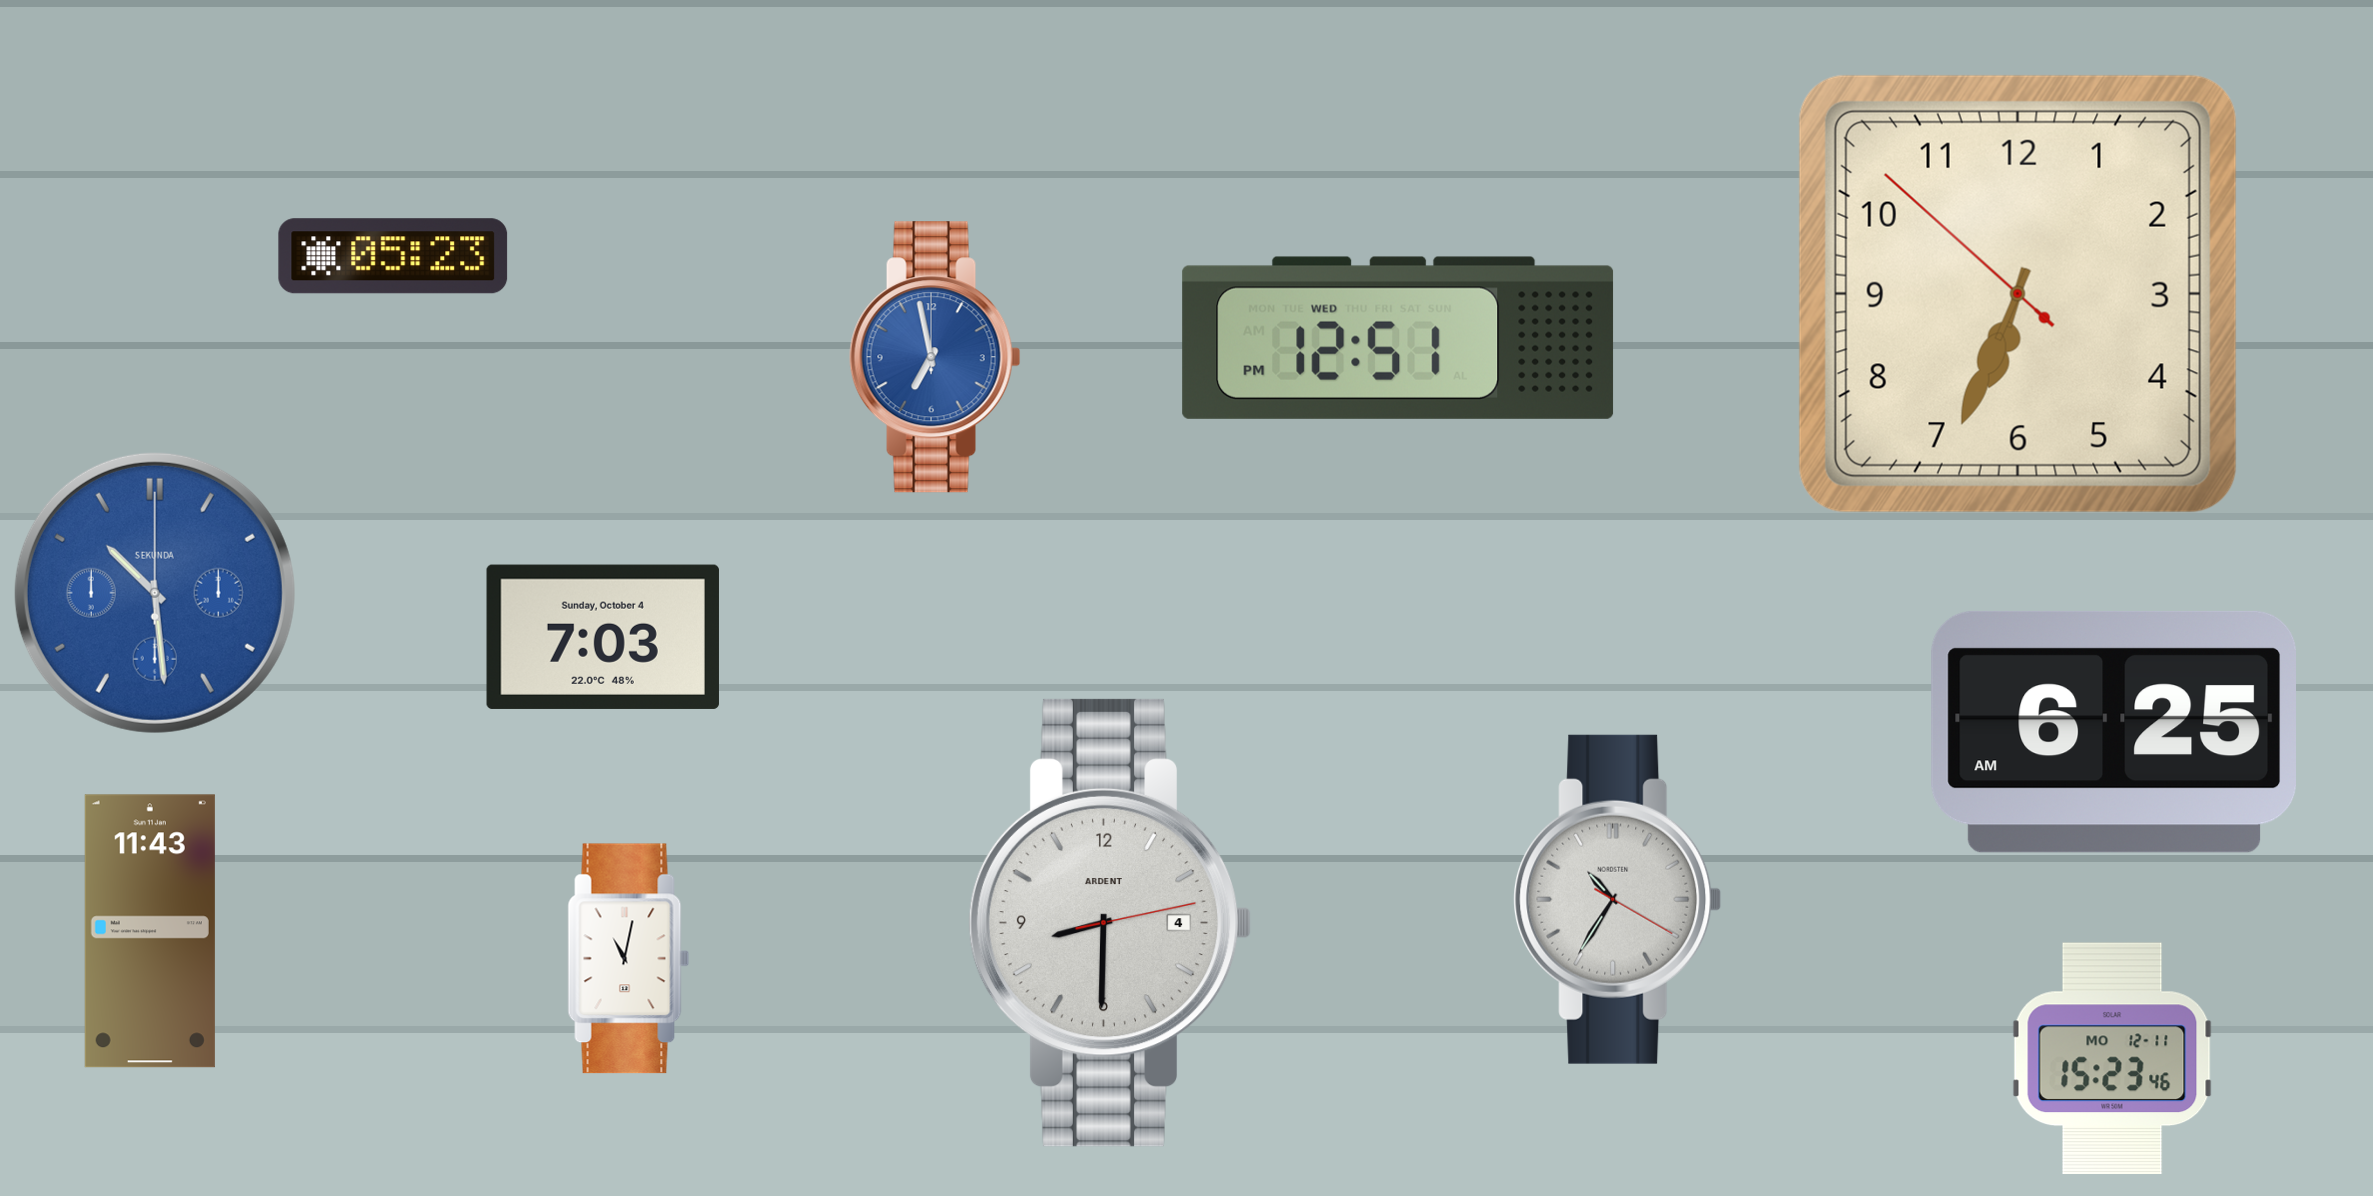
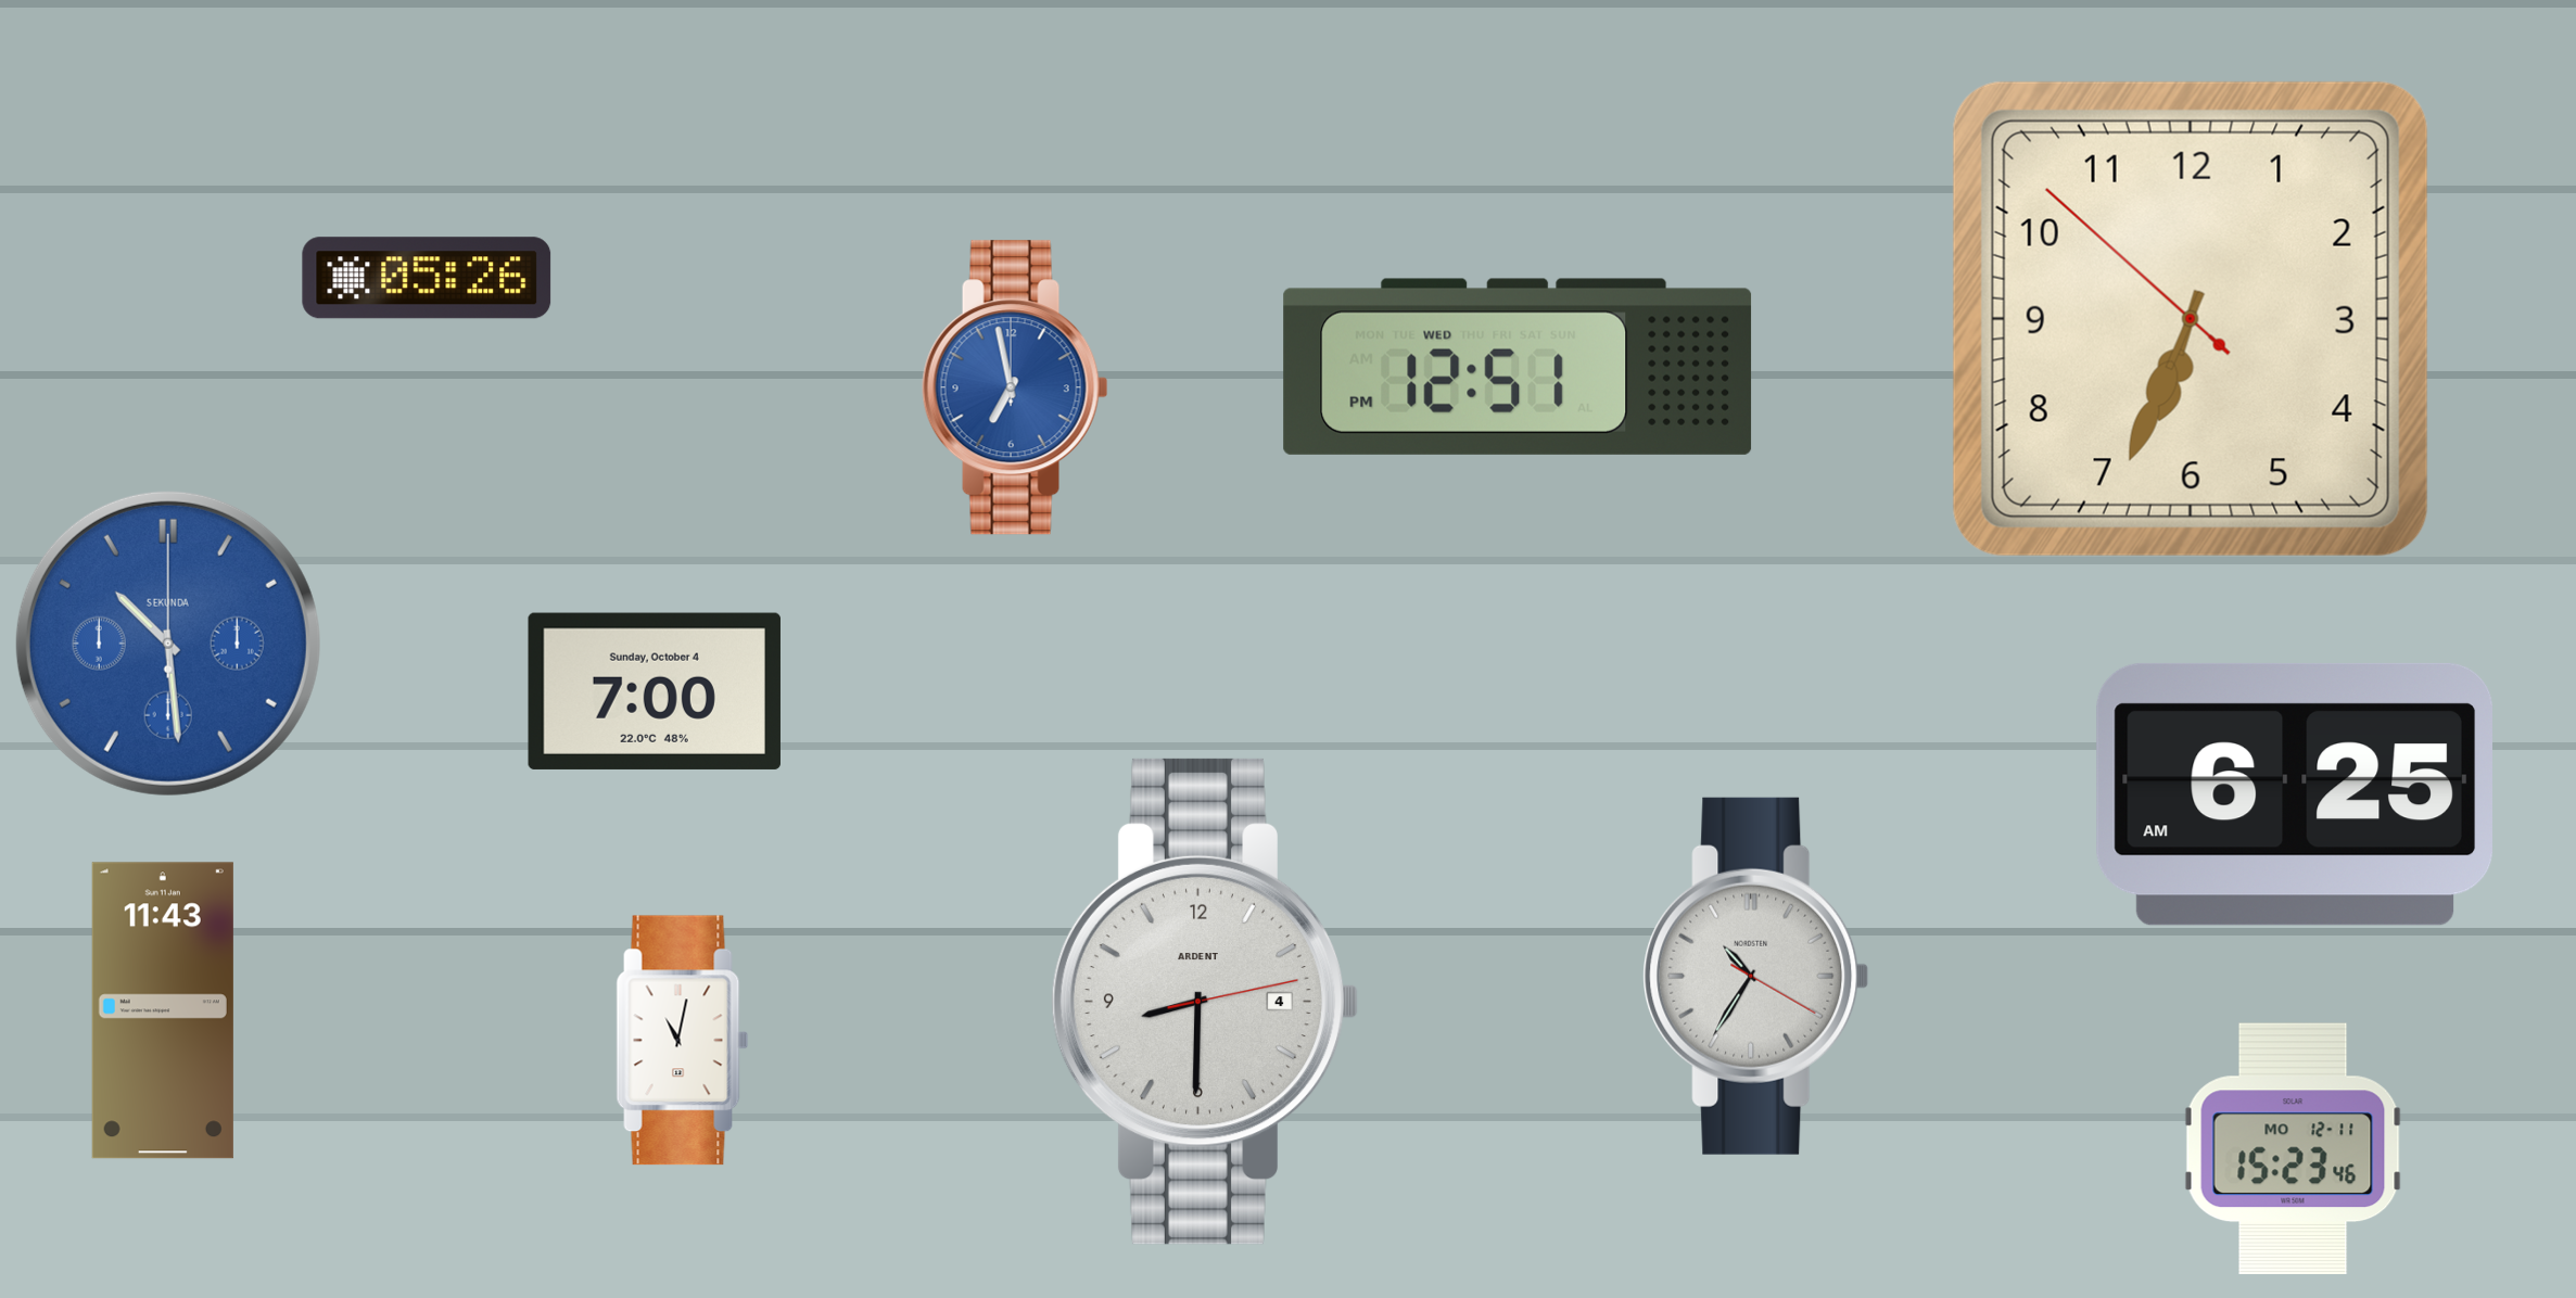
clock at (393, 256): 05:23 -> 05:26
clock at (603, 637): 7:03 -> 7:00
